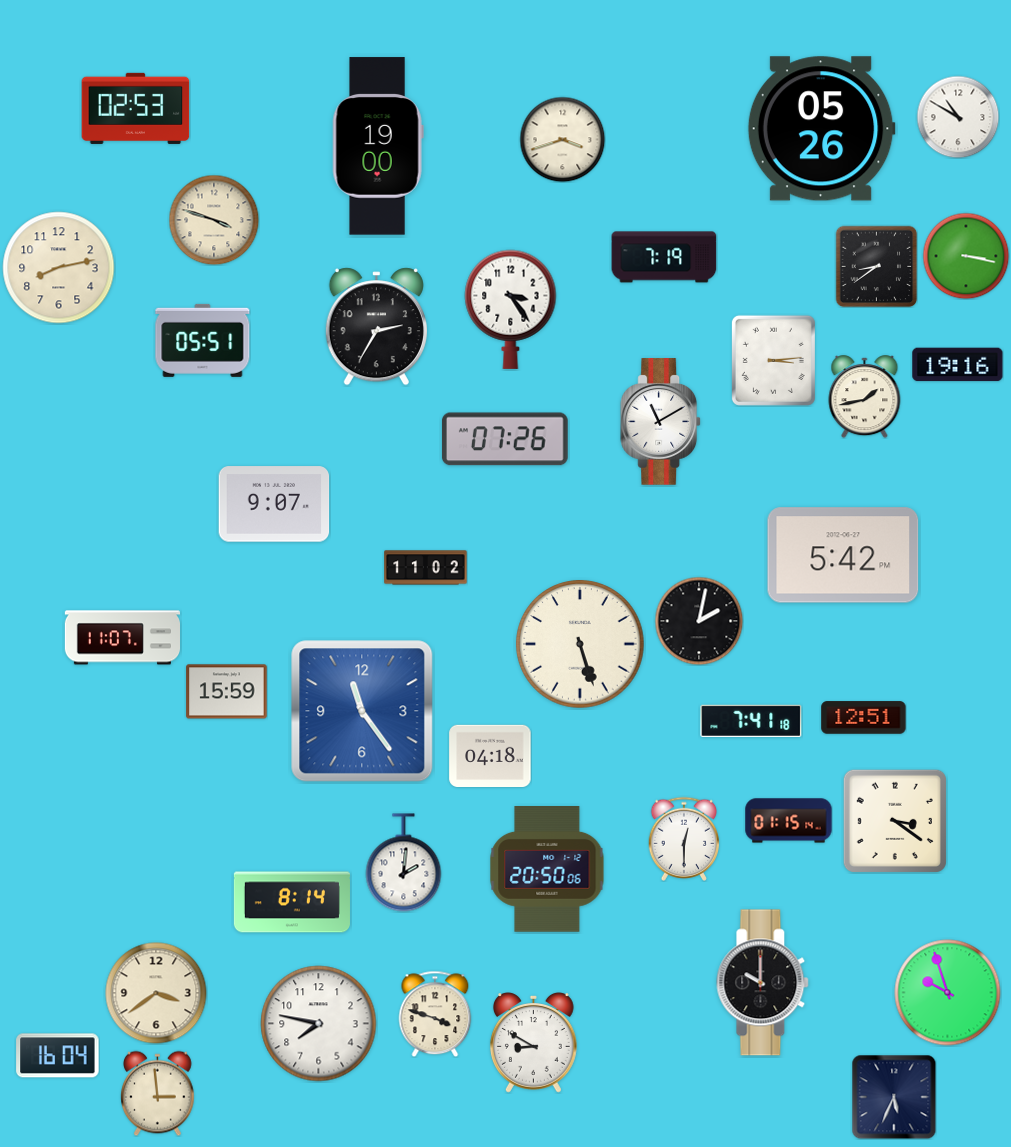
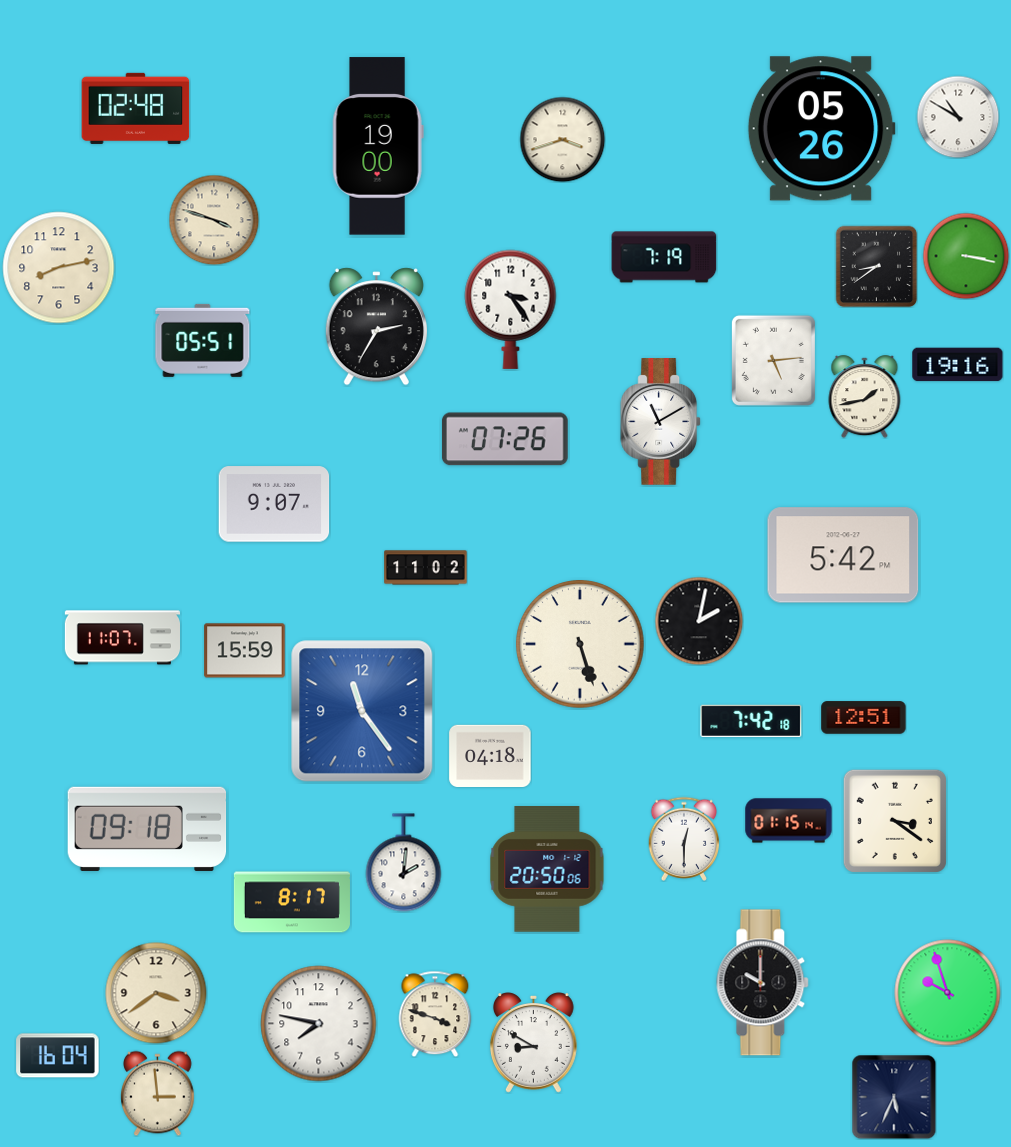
clock at (136, 108): 02:53 -> 02:48
clock at (773, 360): 3:14 -> 5:14
clock at (227, 692) position: (227, 692) -> (245, 651)
clock at (751, 721): 7:41 -> 7:42
clock at (147, 829): none -> 09:18
clock at (292, 902): 8:14 -> 8:17
